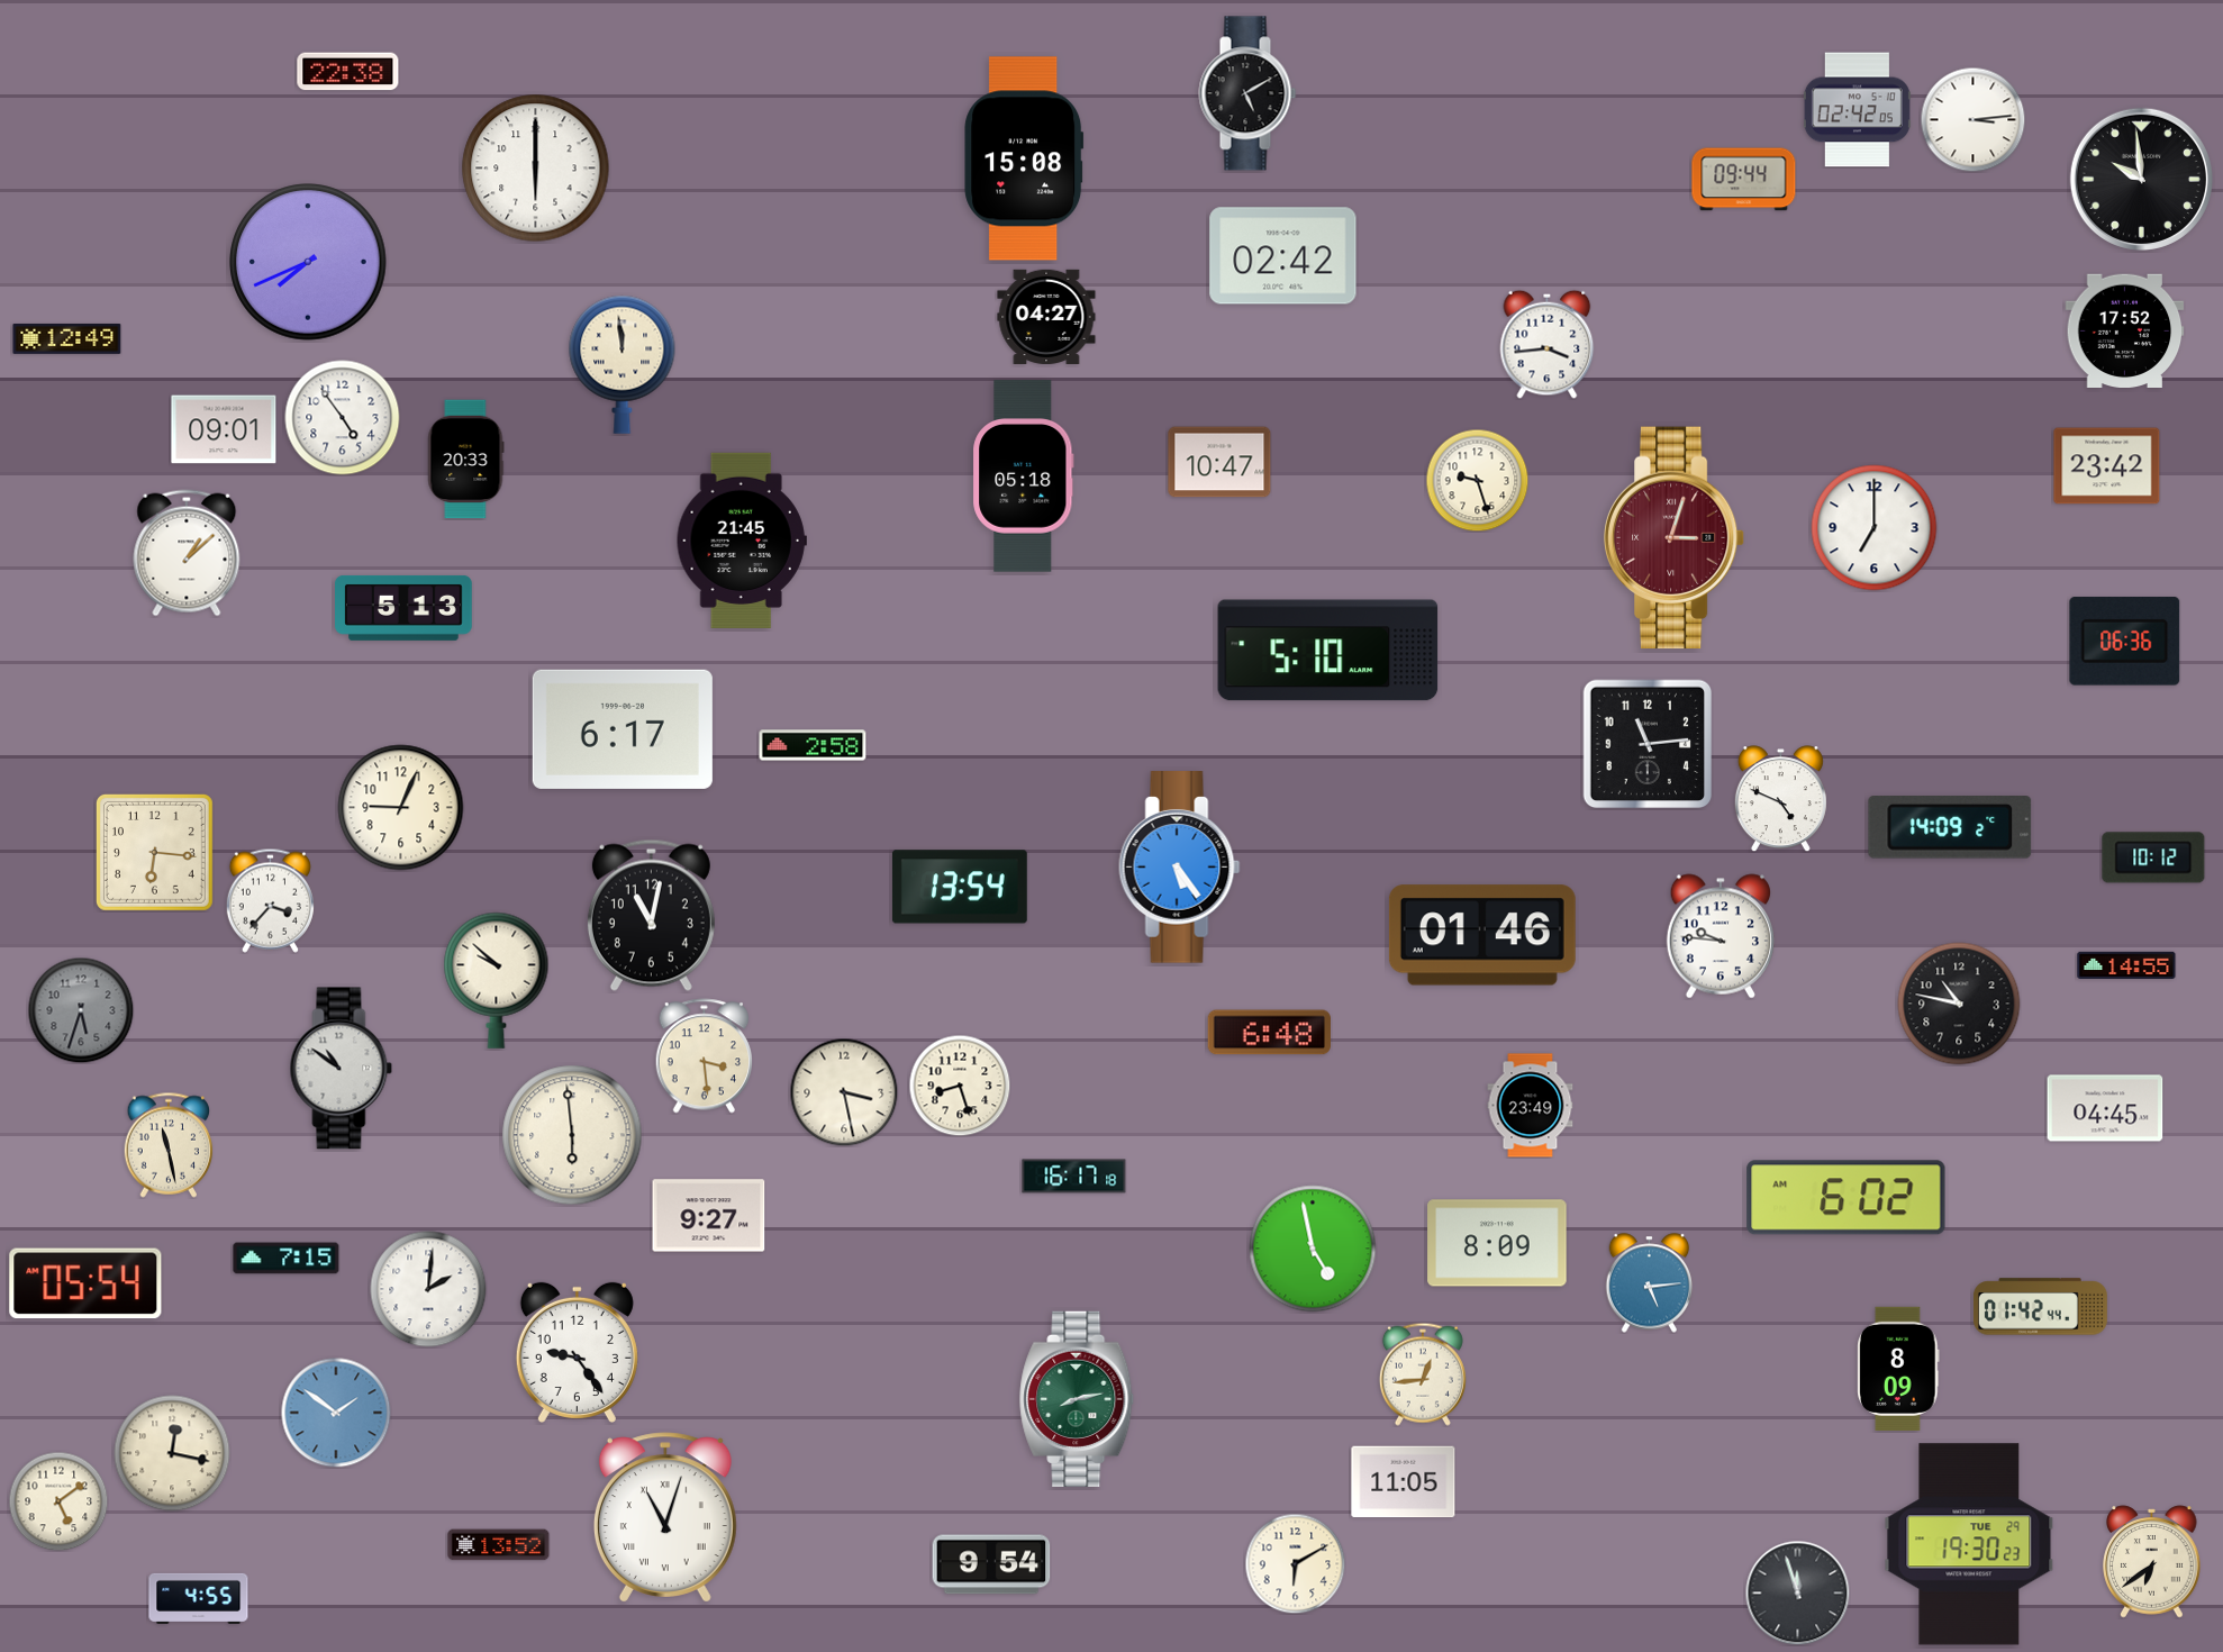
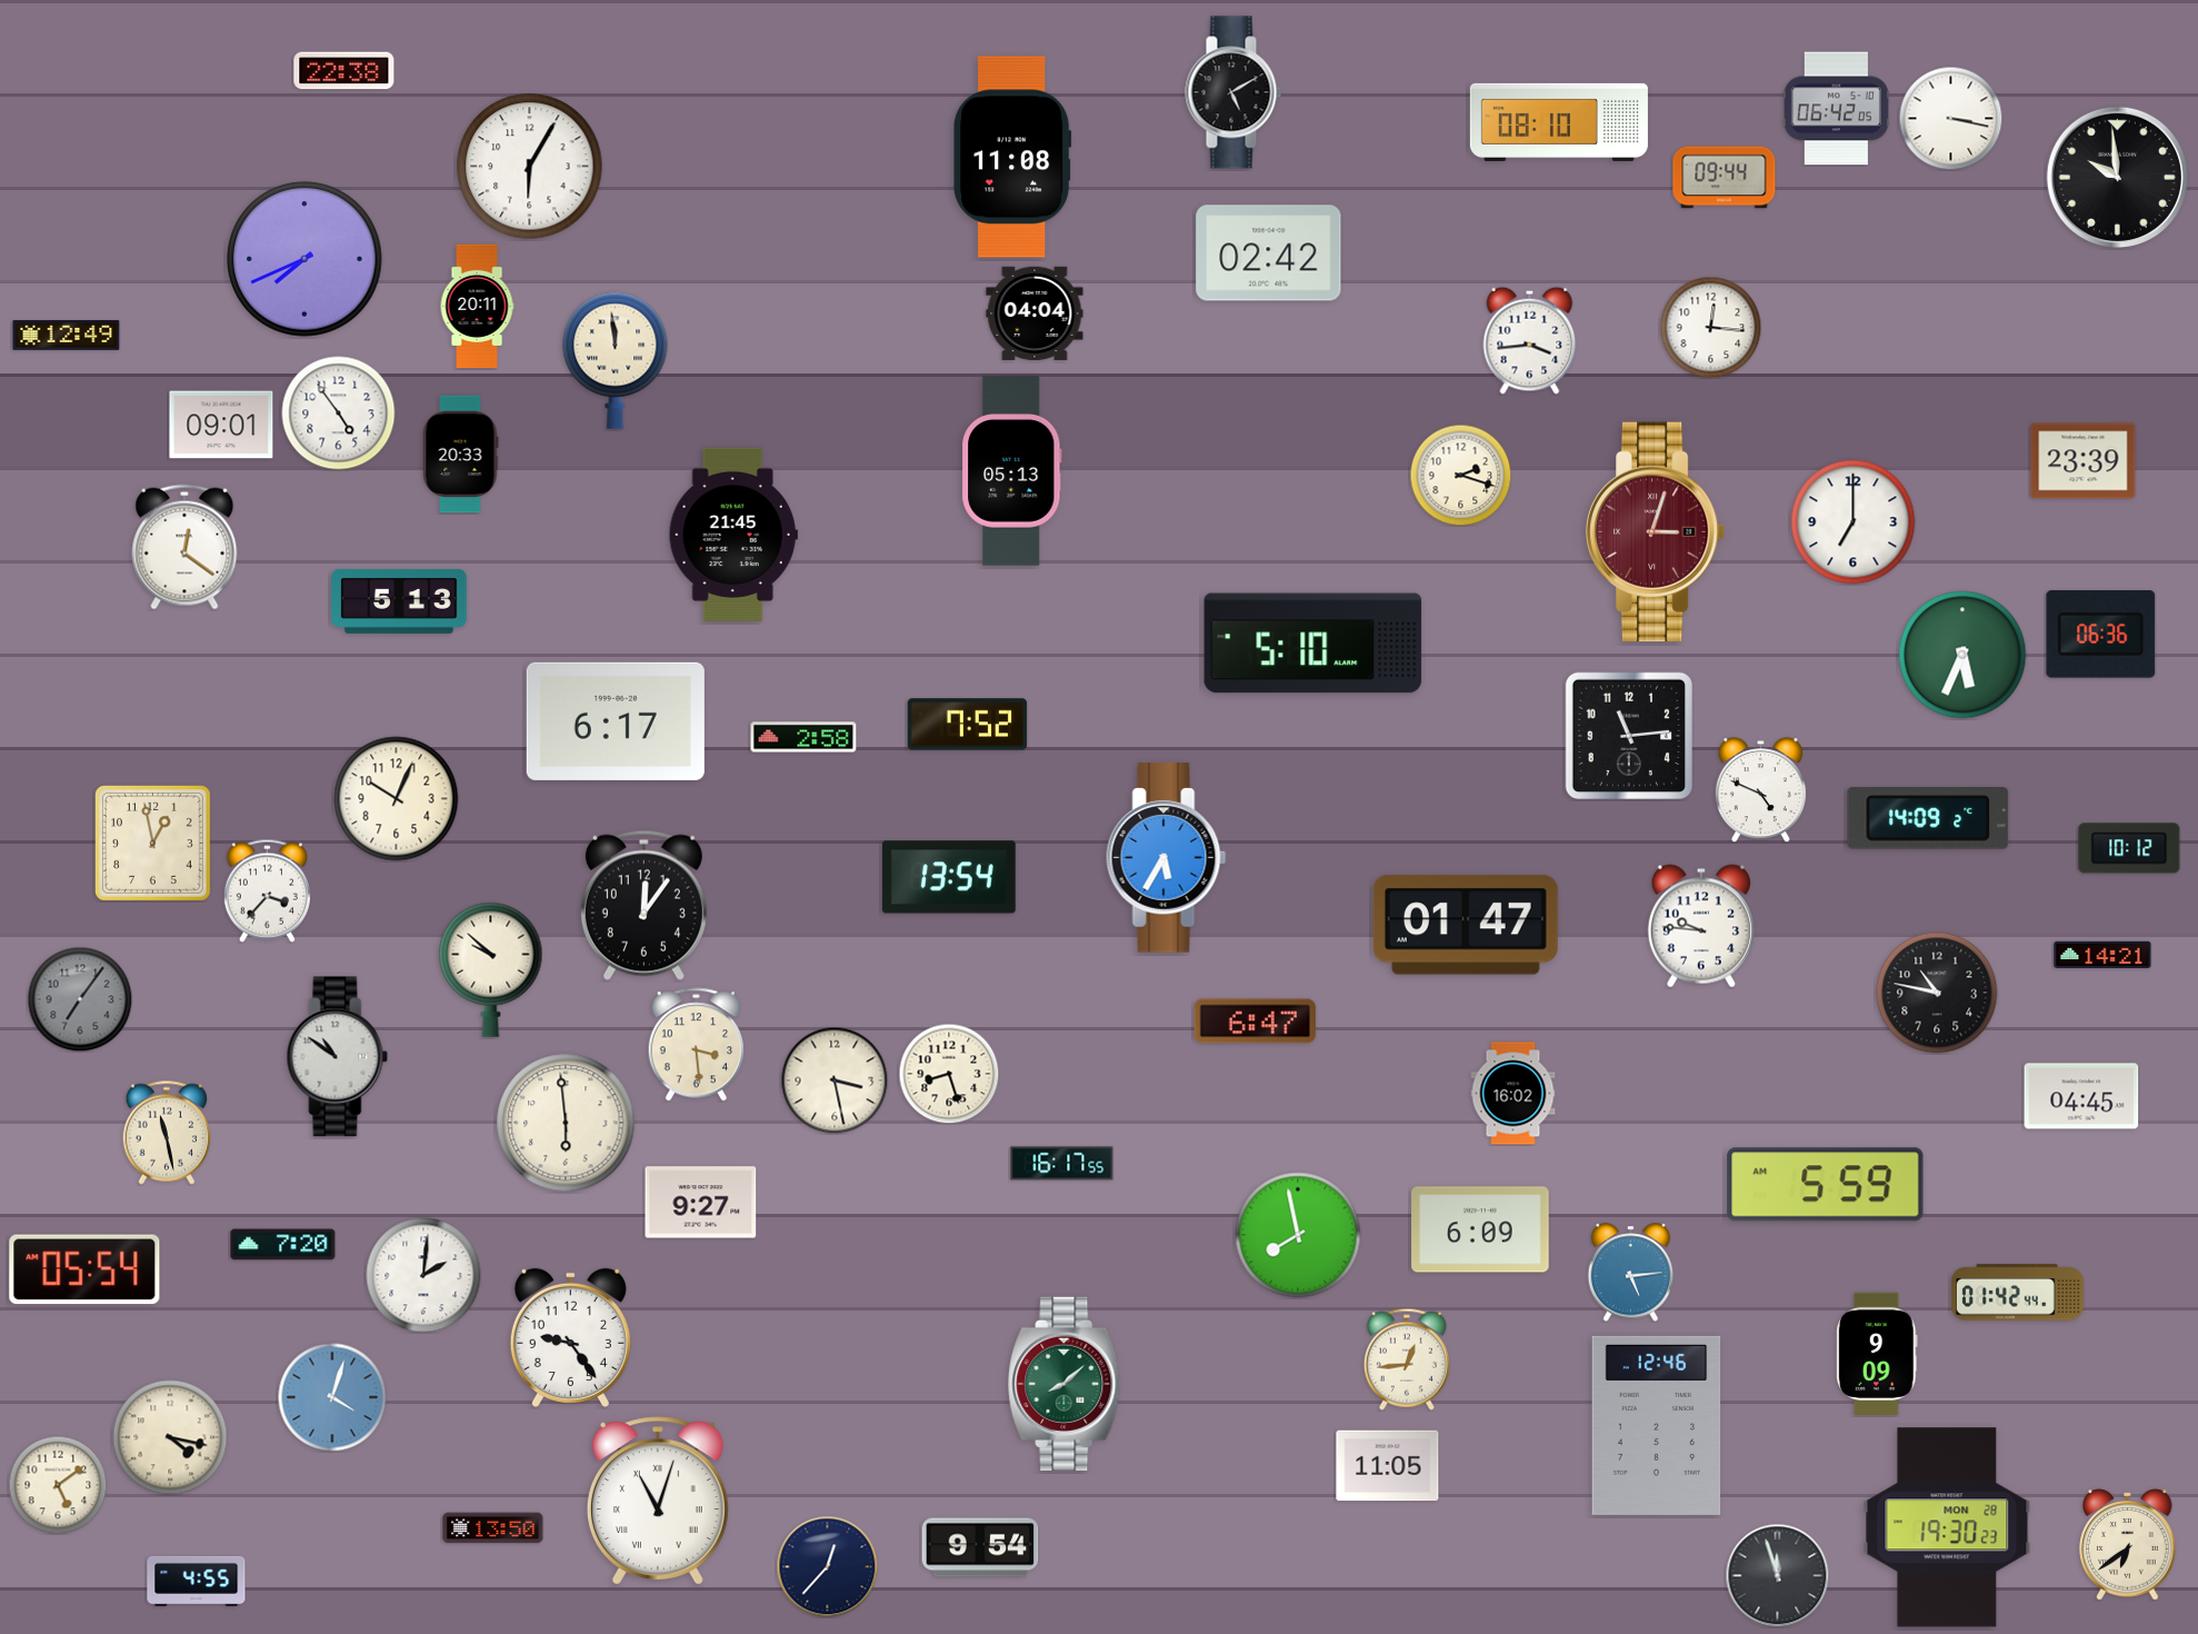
clock at (1857, 110): 02:42 -> 06:42
clock at (1972, 119): 3:14 -> 3:17
clock at (1559, 122): none -> 08:10
clock at (1024, 158): 15:08 -> 11:08
clock at (536, 169): 6:00 -> 6:05
clock at (477, 306): none -> 20:11
clock at (1046, 317): 04:27 -> 04:04
clock at (1710, 327): none -> 12:16
clock at (2125, 332): 17:52 -> none
clock at (1219, 462): 10:47 -> none
clock at (2107, 466): 23:42 -> 23:39
clock at (1024, 476): 05:18 -> 05:13
clock at (1477, 480): 9:27 -> 2:18
clock at (187, 553): 1:08 -> 12:21
clock at (1962, 655): none -> 5:34
clock at (968, 725): none -> 7:52
clock at (401, 808): 9:04 -> 10:04
clock at (154, 852): 6:16 -> 12:58
clock at (1180, 868): 5:24 -> 5:35
clock at (651, 915): 11:02 -> 12:06
clock at (1482, 935): 01:46 -> 01:47
clock at (2126, 965): 14:55 -> 14:21
clock at (81, 1010): 5:33 -> 7:06
clock at (1269, 1033): 6:48 -> 6:47
clock at (1531, 1106): 23:49 -> 16:02
clock at (1074, 1177): 16:17:18 -> 16:17:55
clock at (1847, 1198): 6:02 -> 5:59
clock at (1497, 1243): 8:09 -> 6:09
clock at (1313, 1249): 4:58 -> 7:58
clock at (287, 1259): 7:15 -> 7:20
clock at (1650, 1283) position: (1650, 1283) -> (1631, 1273)
clock at (1898, 1368): 8:09 -> 9:09
clock at (1078, 1399): 8:13 -> 8:08
clock at (336, 1413): 1:51 -> 4:03
clock at (1657, 1425): none -> 12:46
clock at (172, 1453): 12:17 -> 4:17
clock at (1969, 1544) date: TUE 29 -> MON 28
clock at (499, 1545): 13:52 -> 13:50
clock at (1295, 1563): 6:10 -> none
clock at (827, 1566): none -> 12:37
